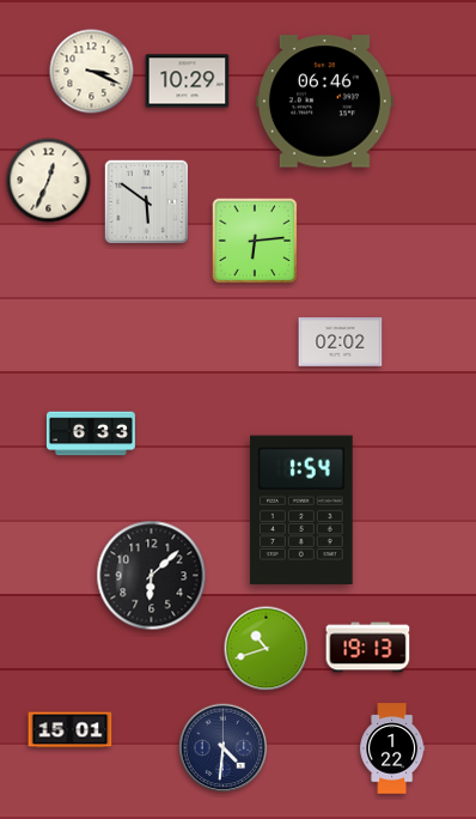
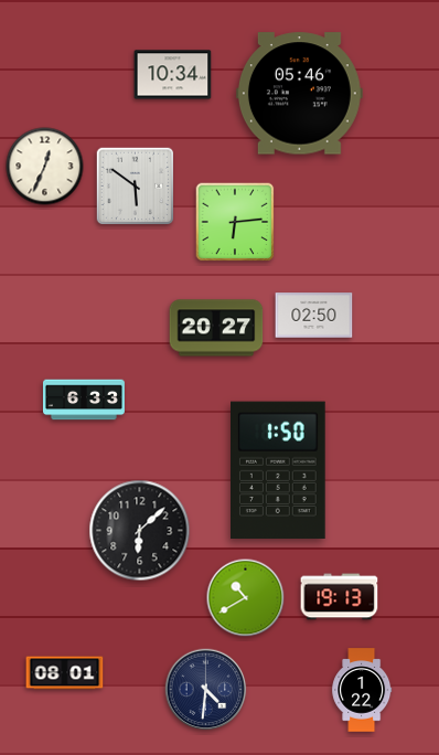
clock at (92, 72): 3:19 -> none
clock at (188, 81): 10:29 -> 10:34
clock at (324, 102): 06:46 -> 05:46
clock at (341, 342): 02:02 -> 02:50
clock at (216, 328): none -> 20:27
clock at (303, 510): 1:54 -> 1:50
clock at (267, 649): 10:42 -> 10:40
clock at (71, 730): 15:01 -> 08:01
